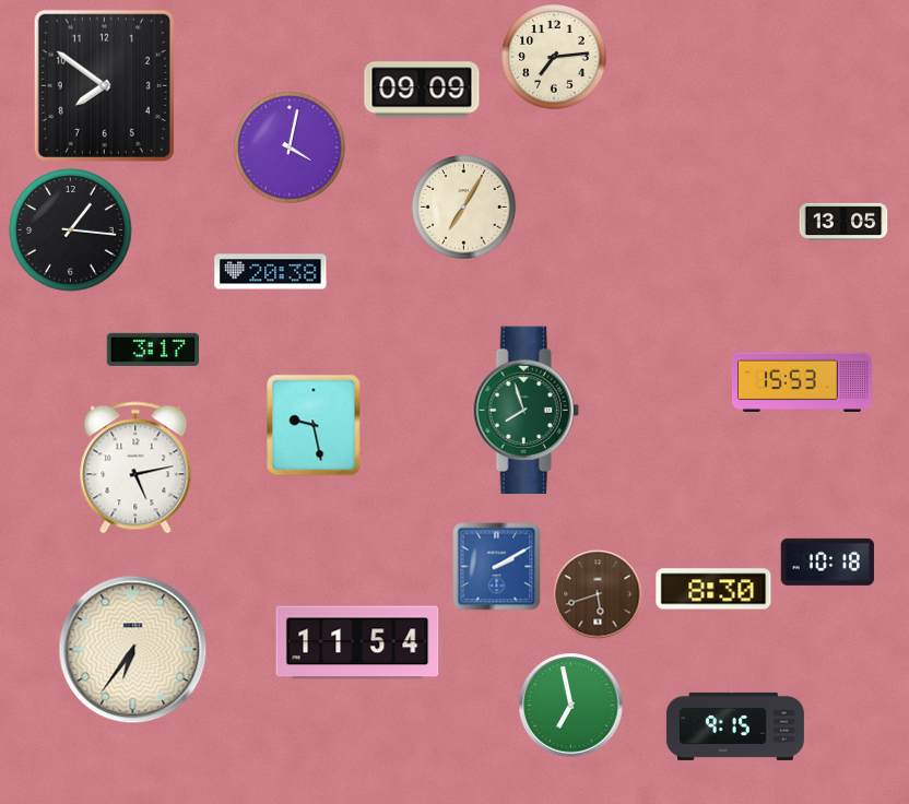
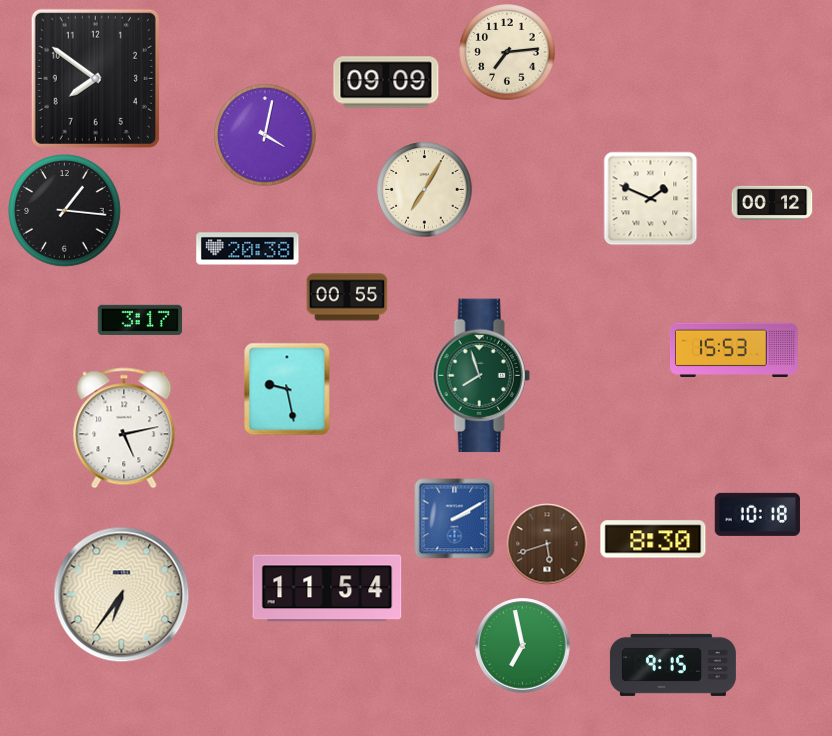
clock at (651, 199): none -> 1:49
clock at (843, 222): 13:05 -> 00:12
clock at (347, 297): none -> 00:55
